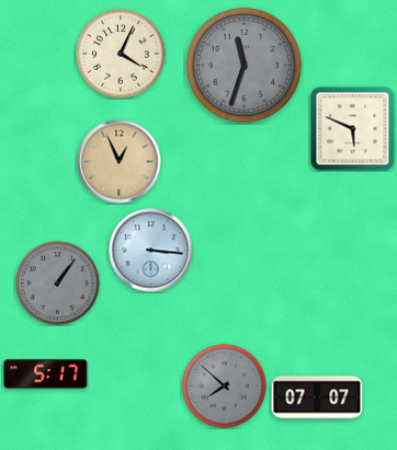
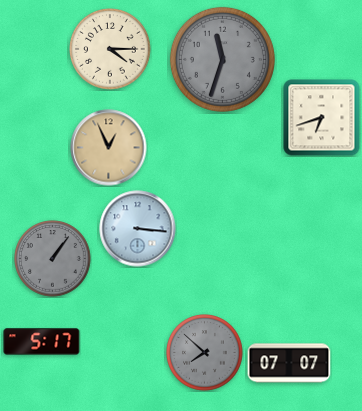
clock at (121, 54): 4:04 -> 4:15
clock at (353, 129): 5:49 -> 6:42
